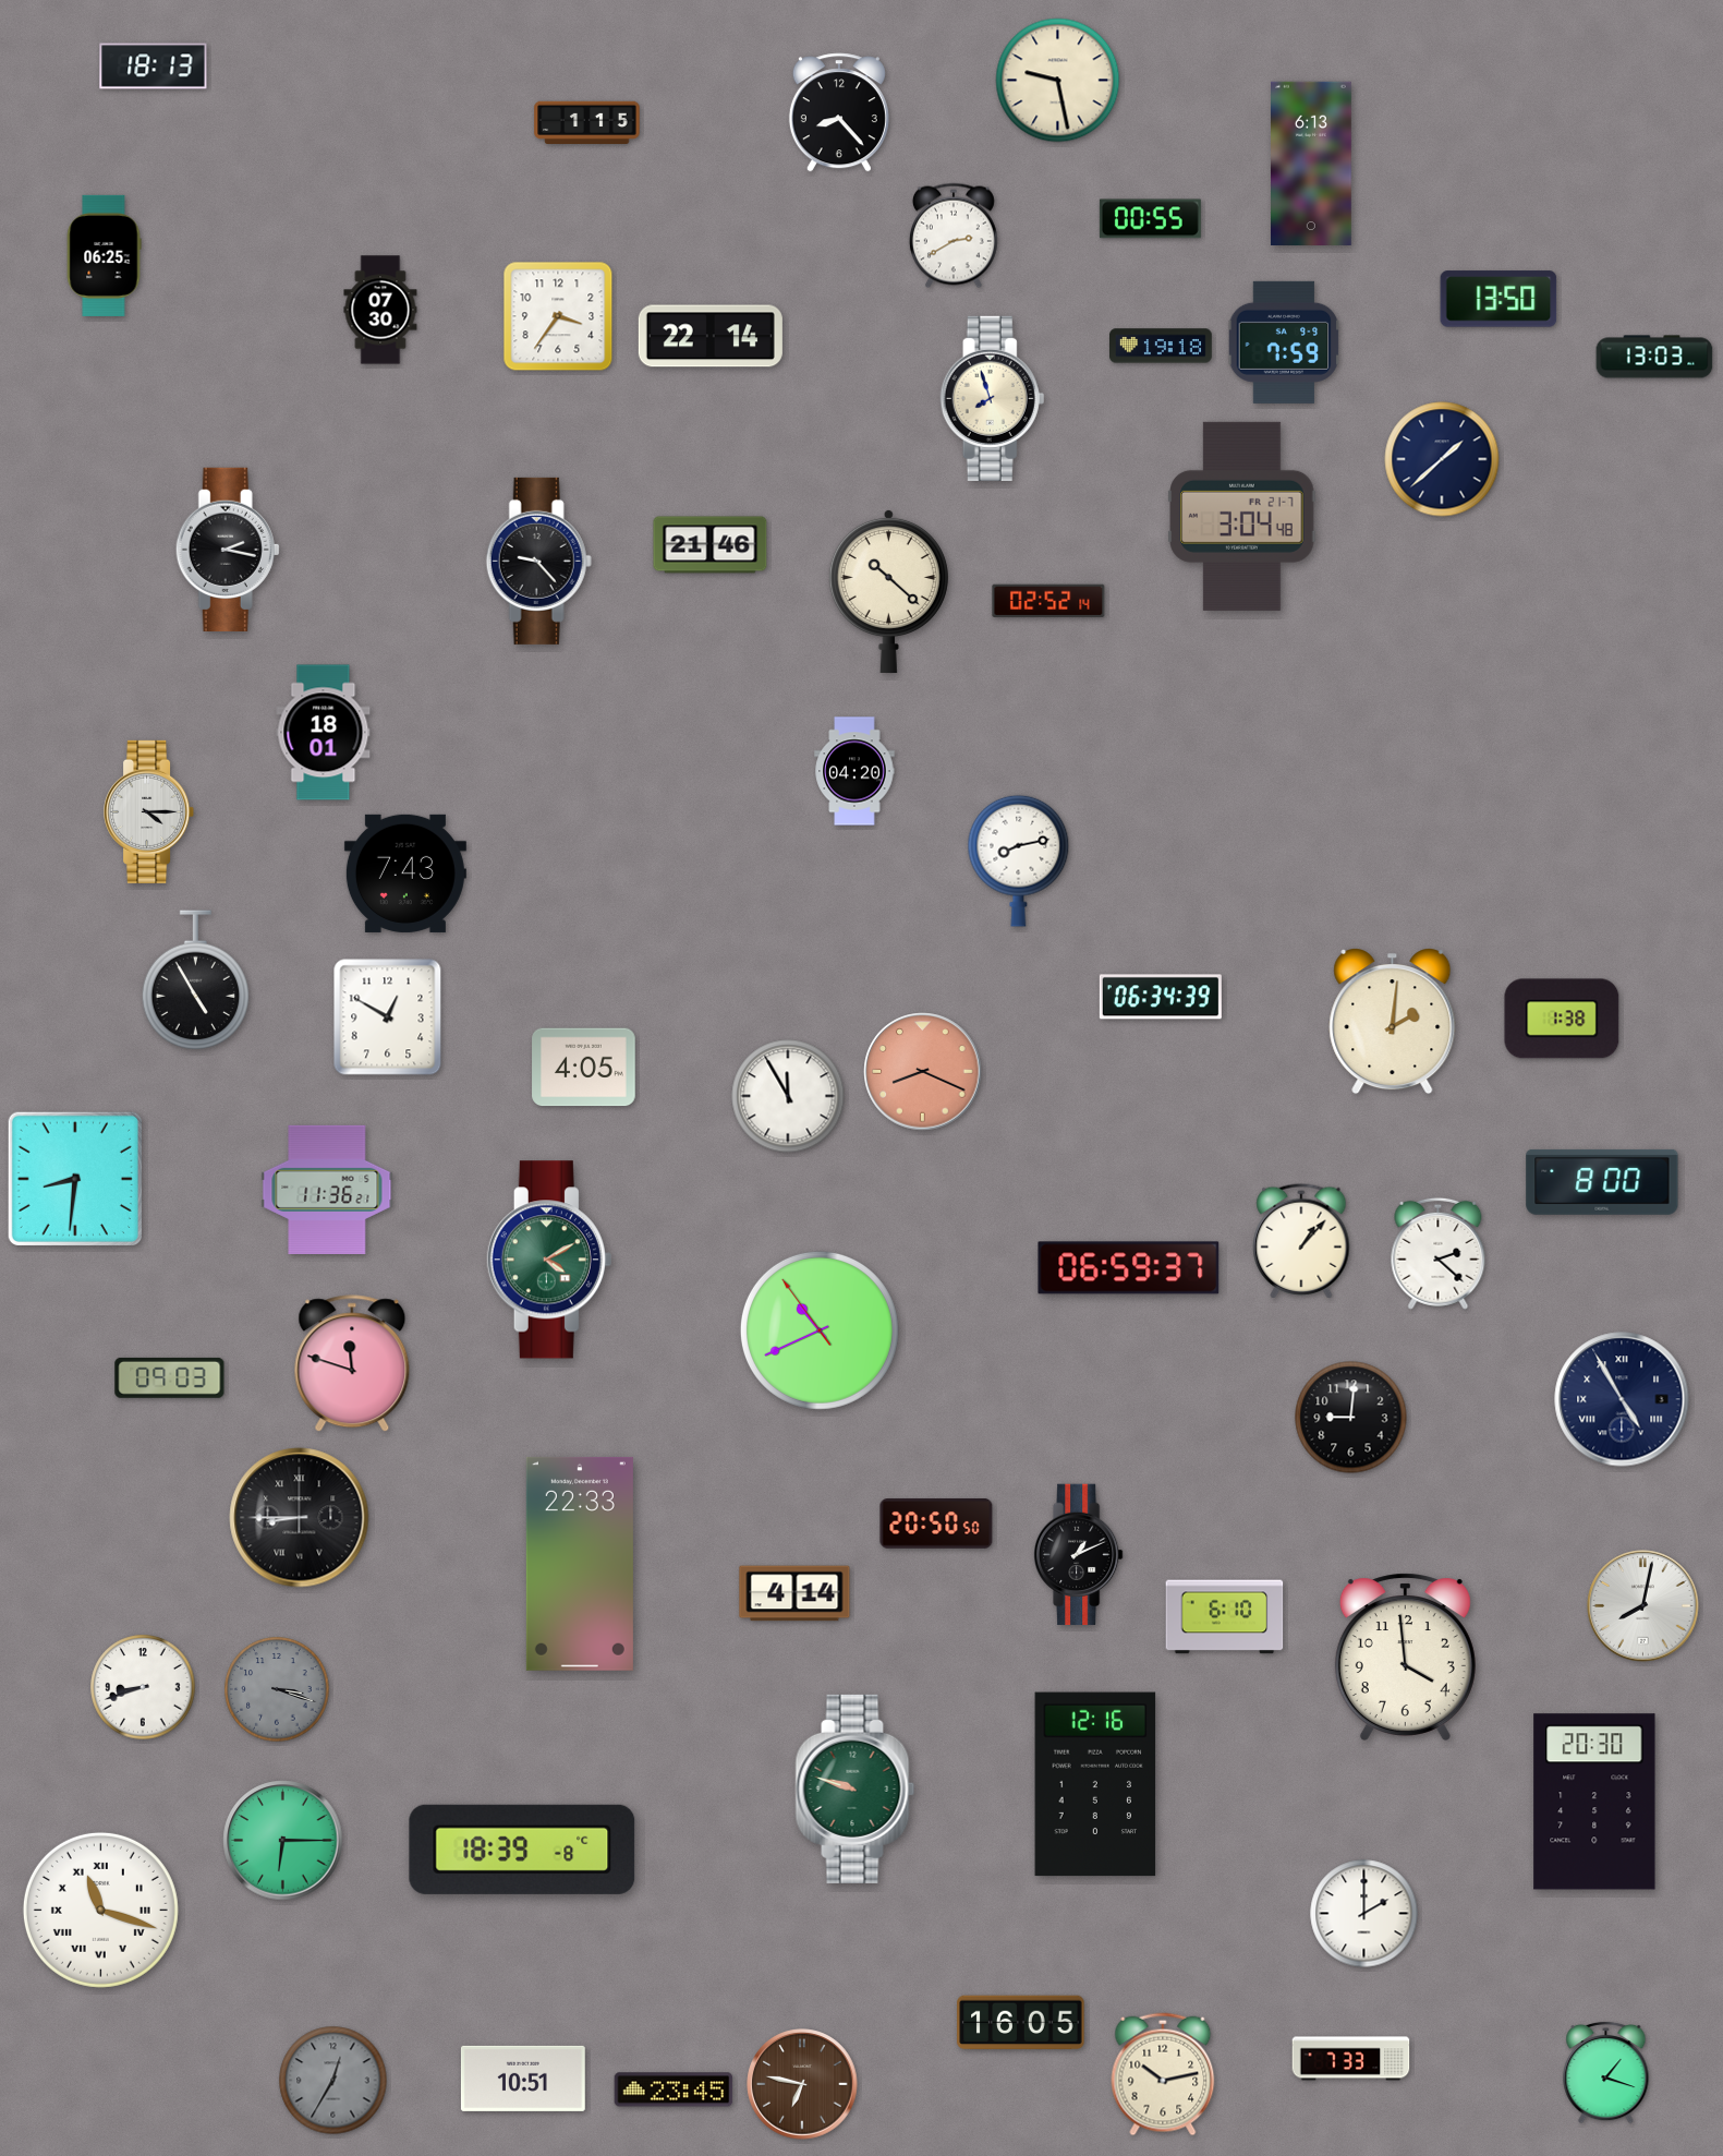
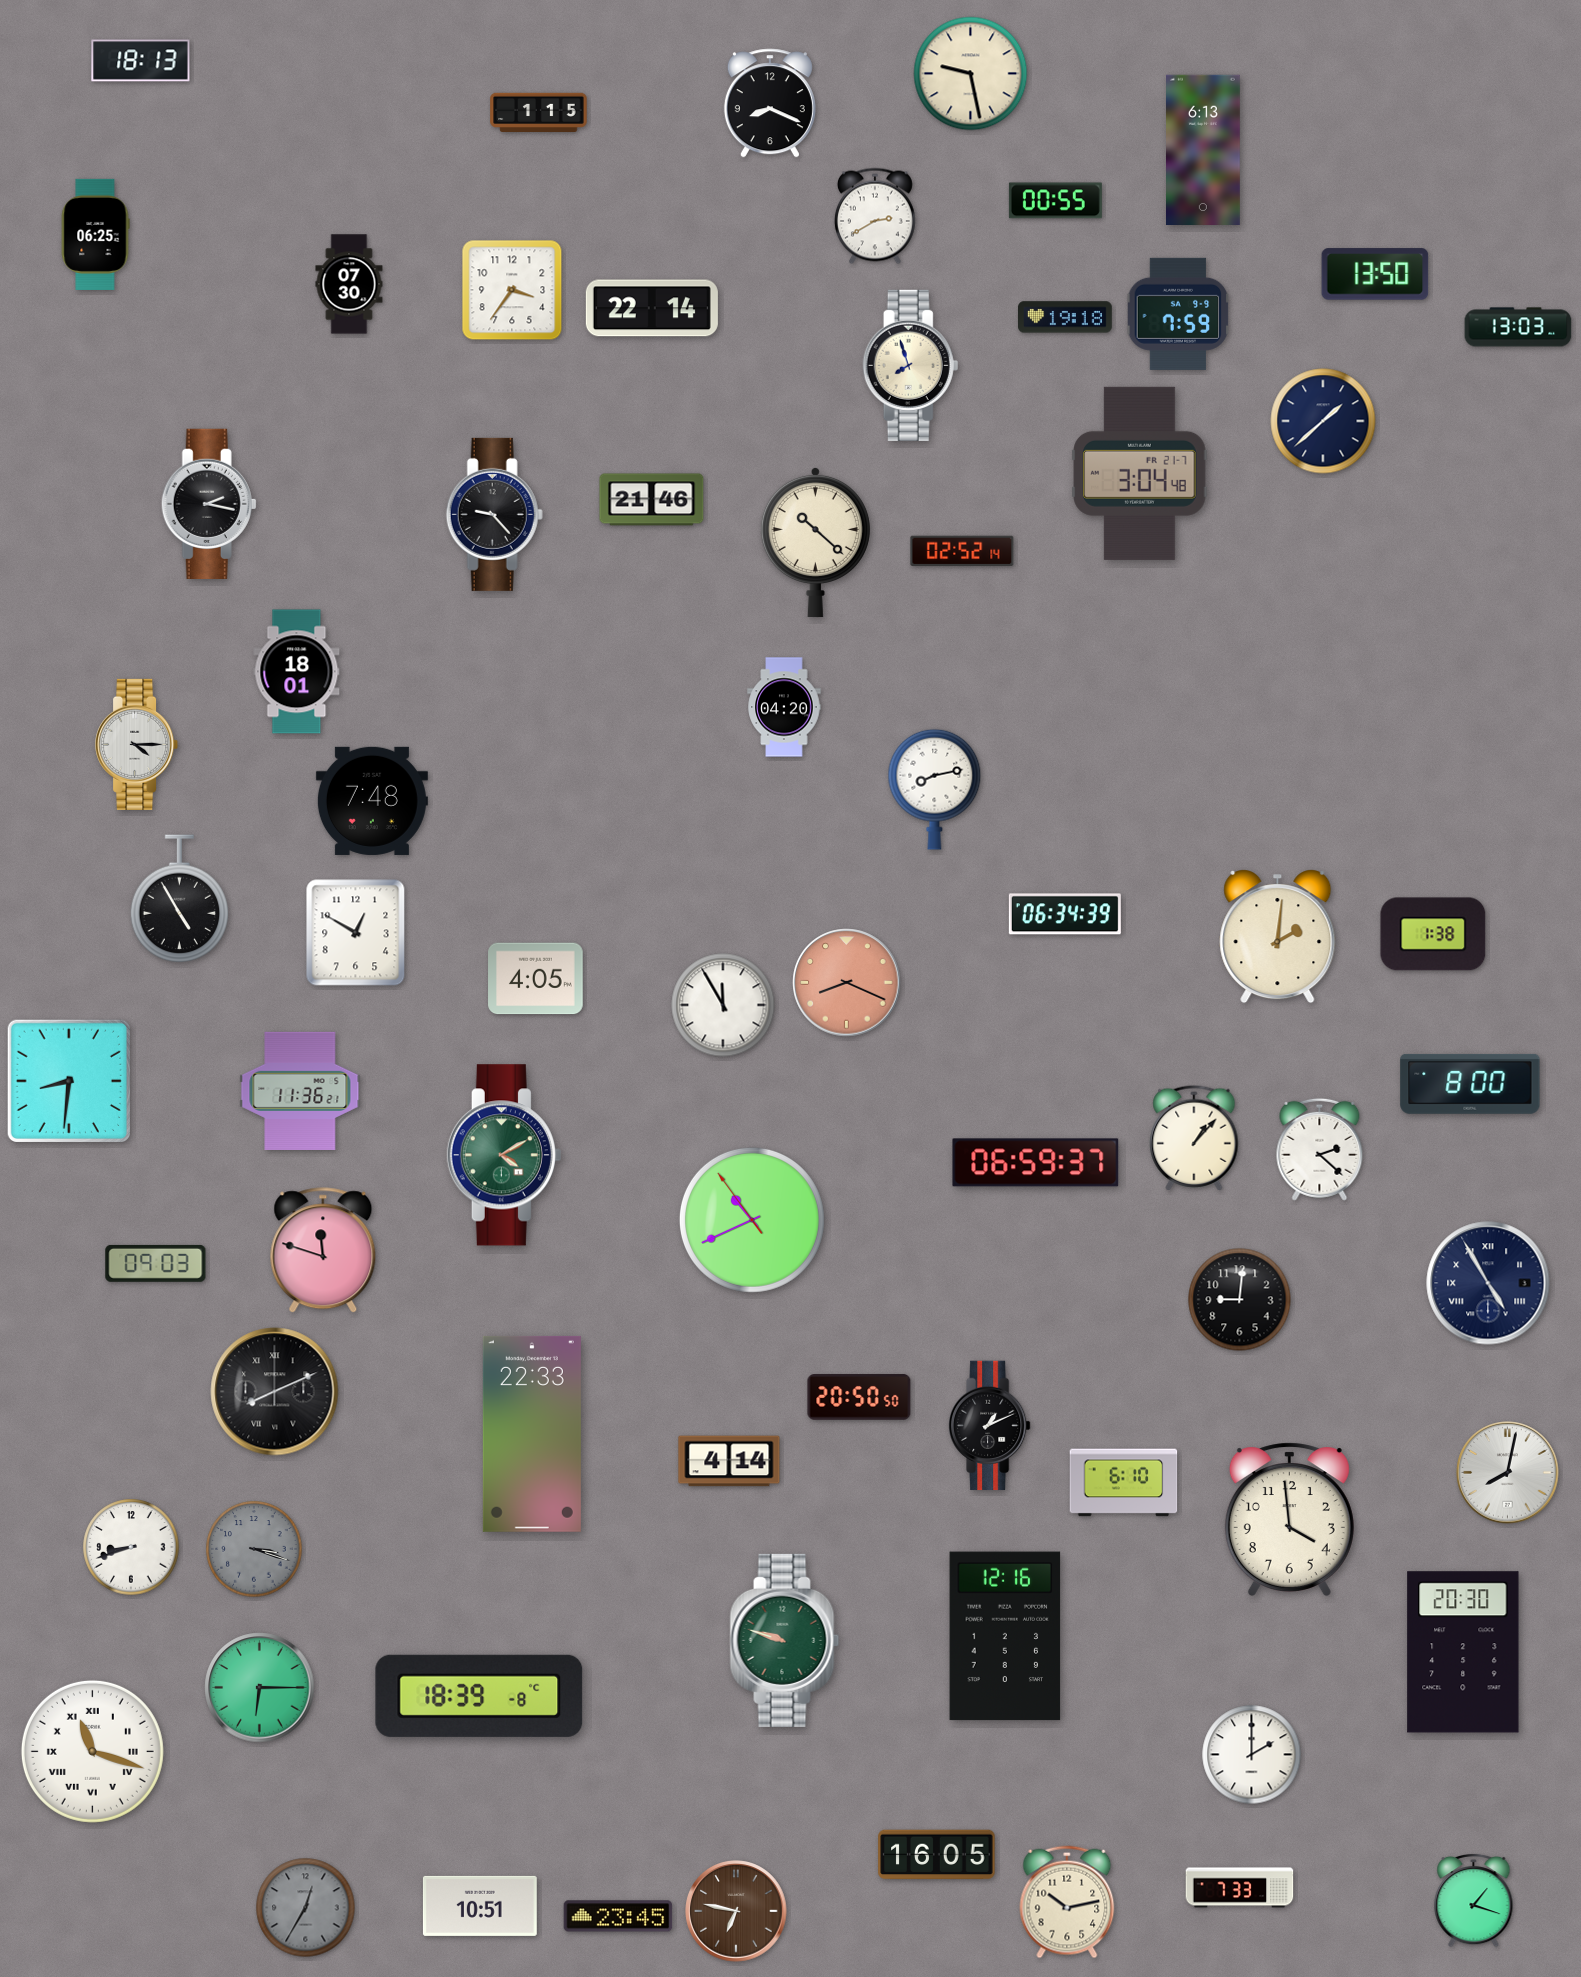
clock at (839, 112): 8:23 -> 8:19
clock at (405, 874): 7:43 -> 7:48
clock at (300, 1518): 8:45 -> 8:11
